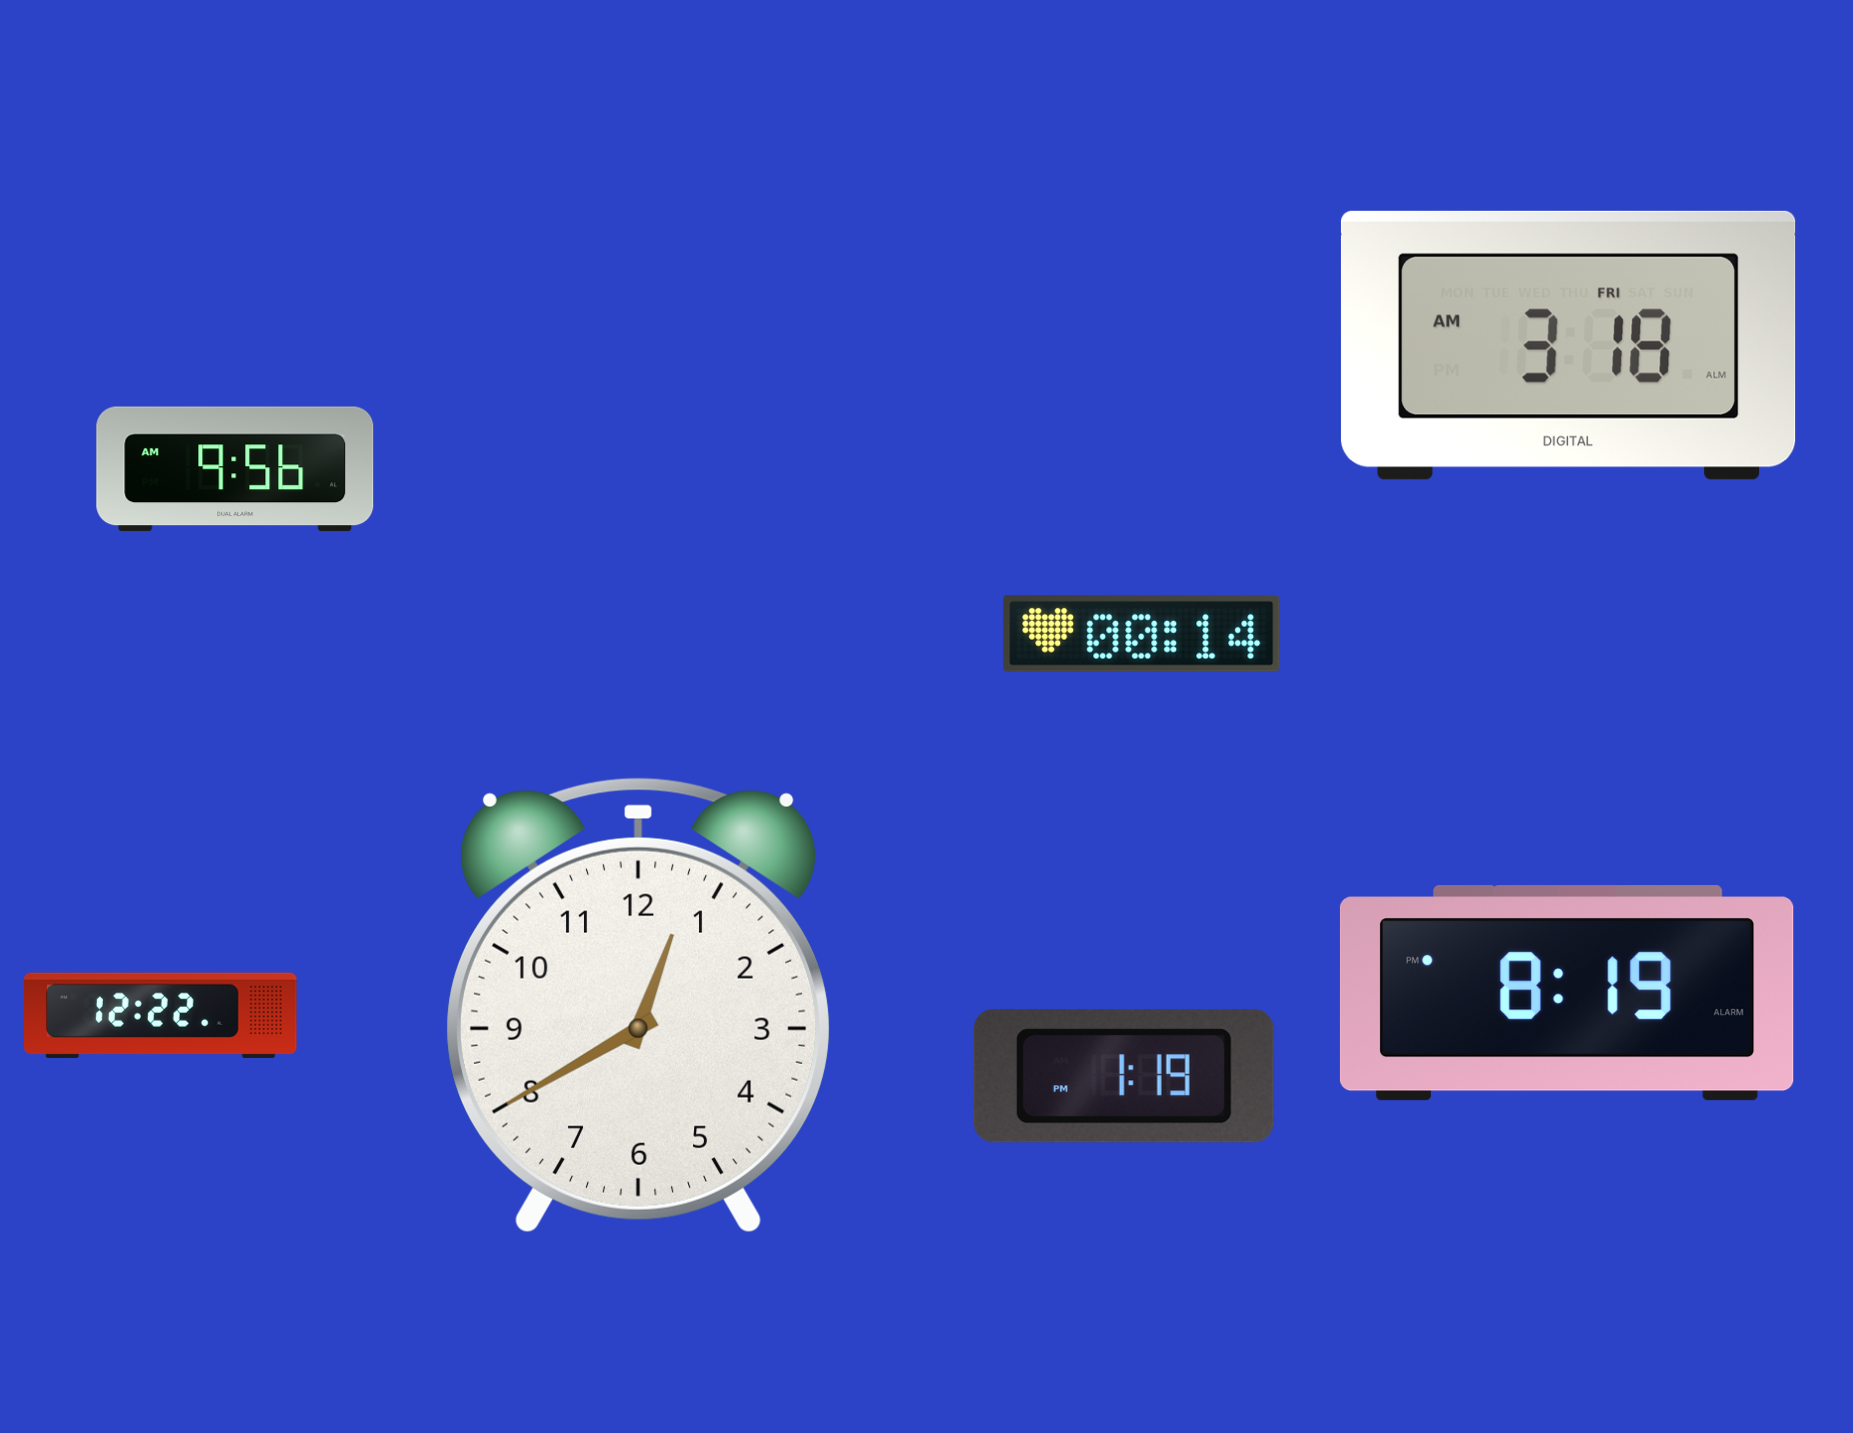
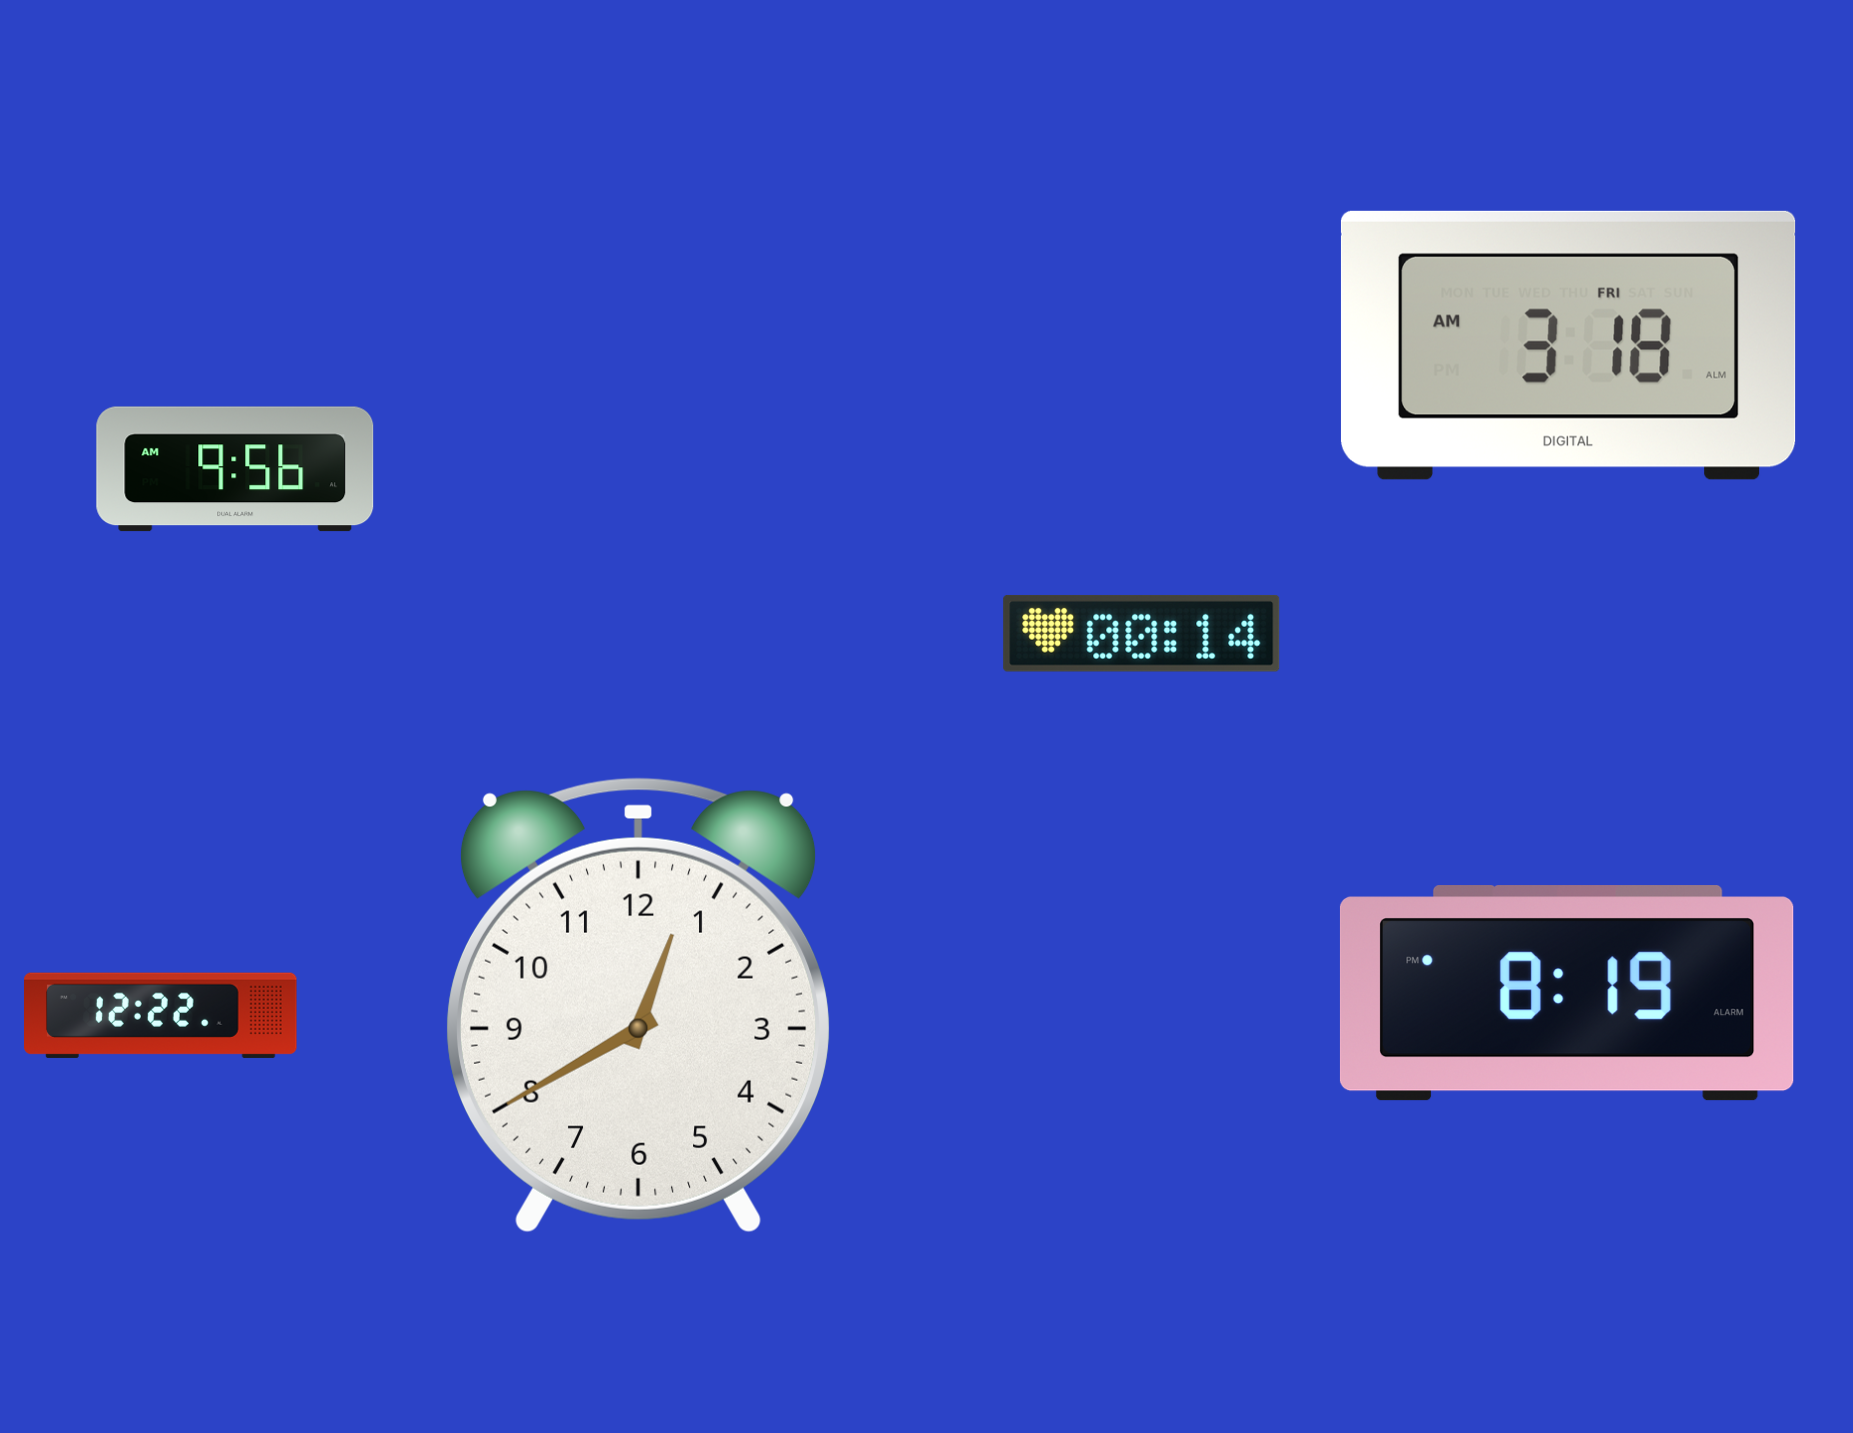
clock at (1124, 1076): 1:19 -> none
